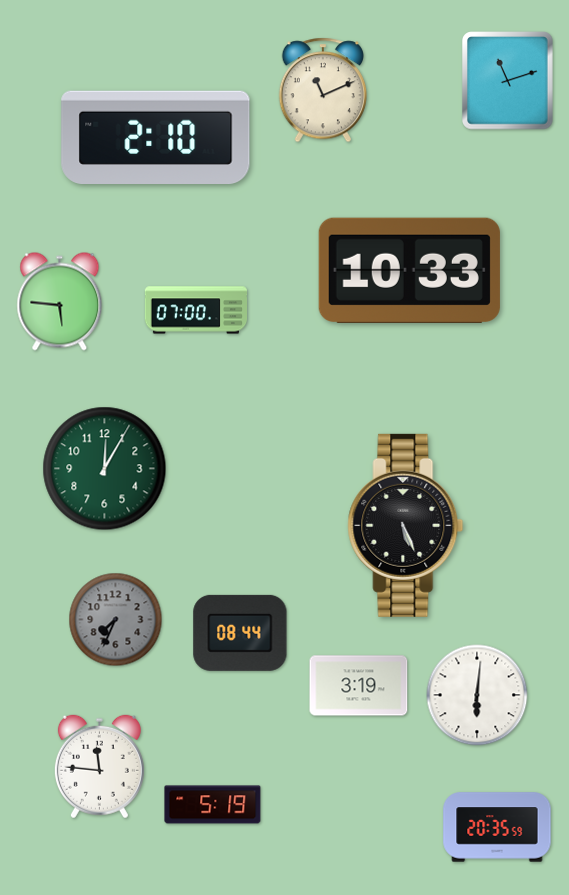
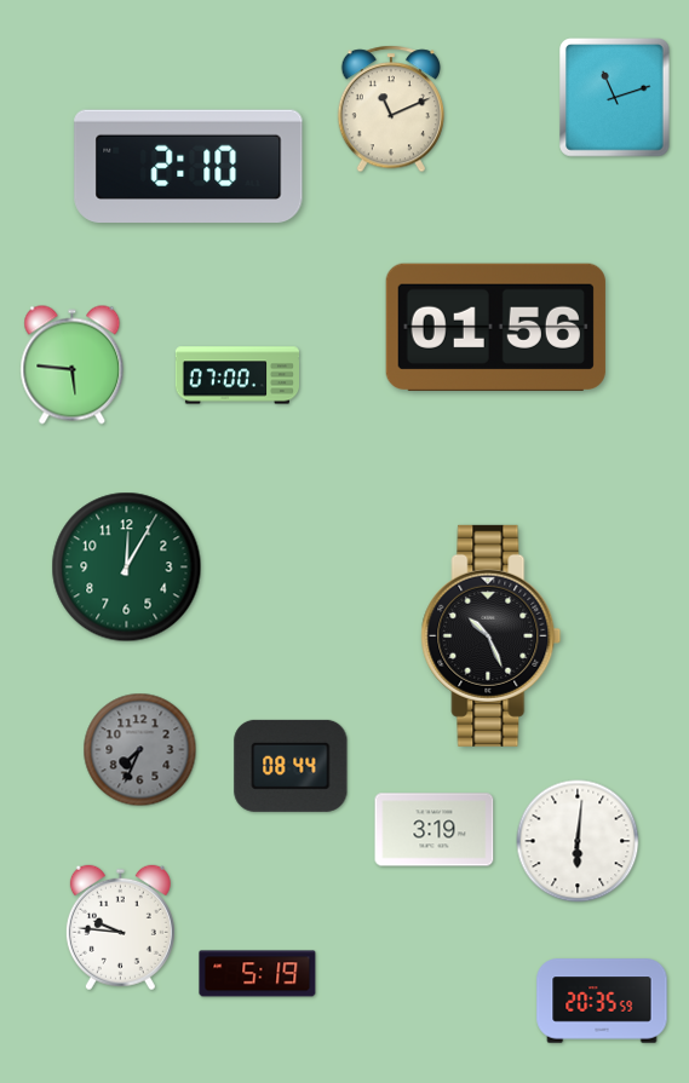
clock at (409, 270): 10:33 -> 01:56
clock at (406, 525): 5:26 -> 10:26
clock at (99, 767): 11:46 -> 9:46
